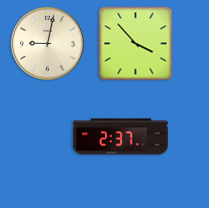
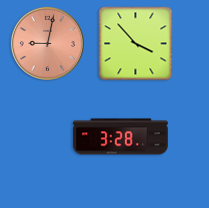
clock at (47, 43) dial: cream -> salmon
clock at (121, 137): 2:37 -> 3:28
